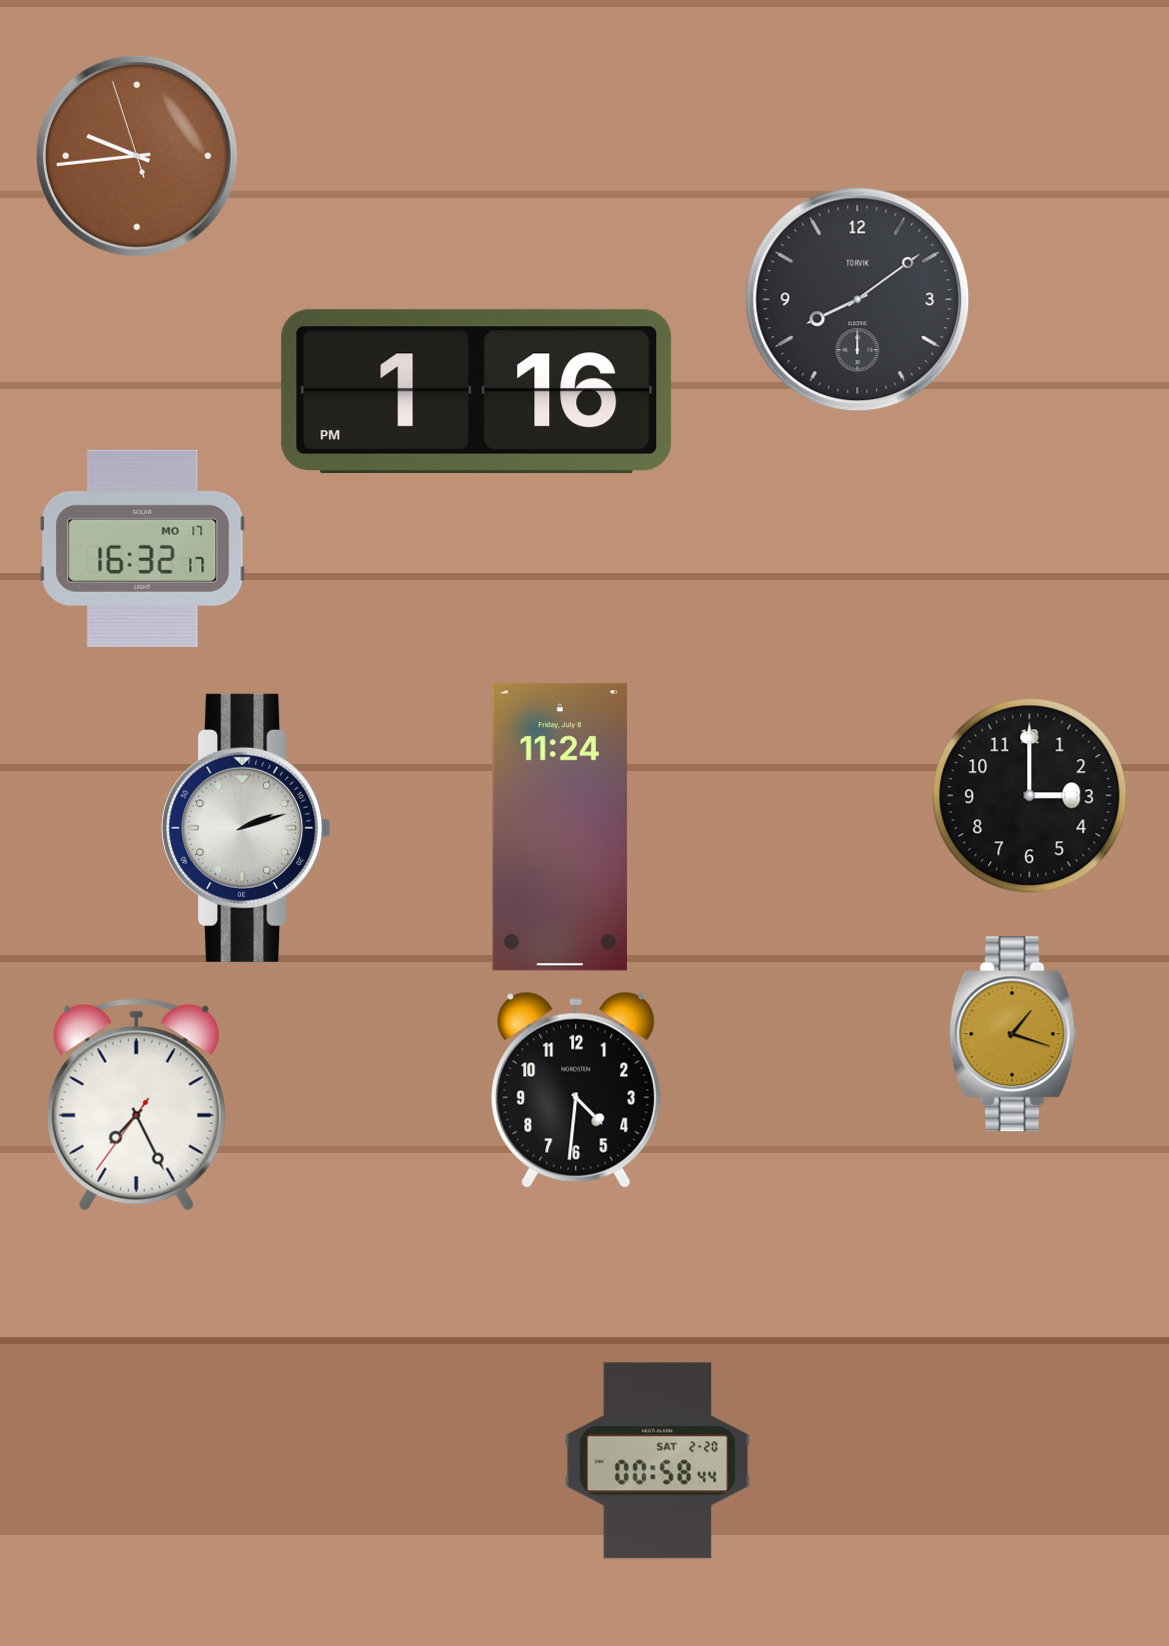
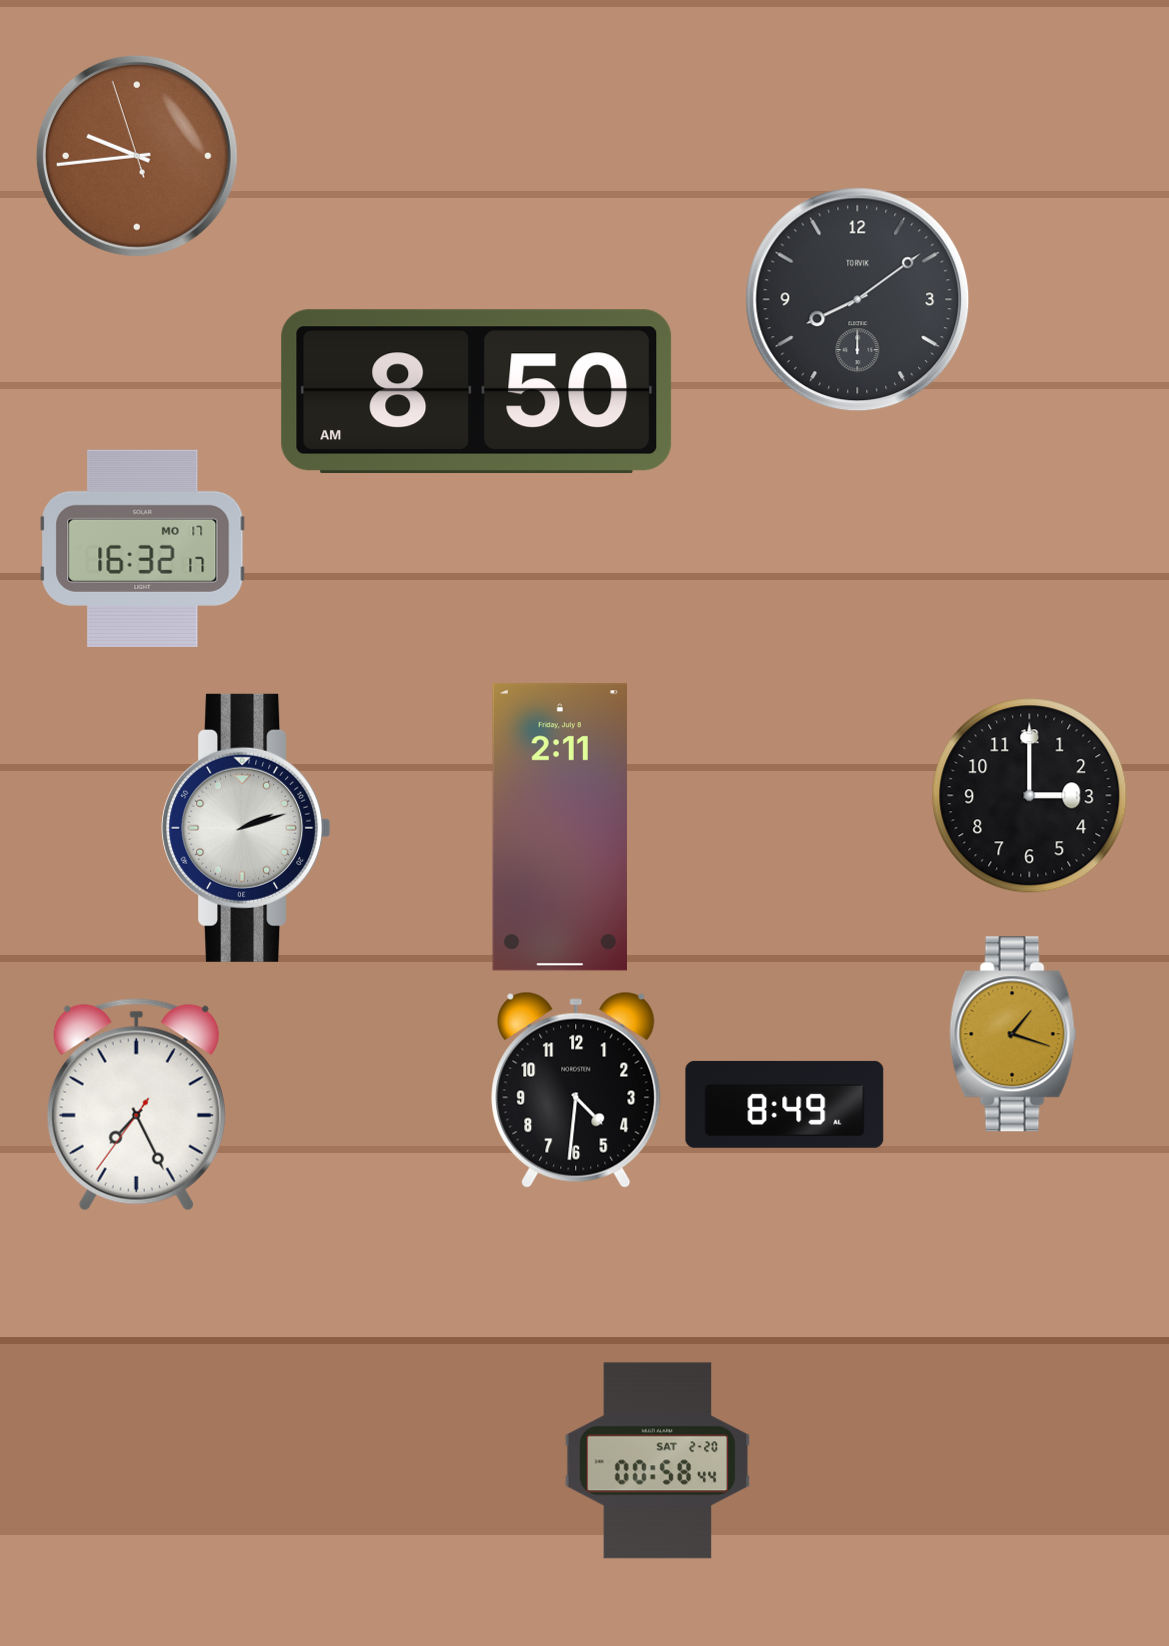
clock at (477, 392): 1:16 -> 8:50
clock at (560, 827): 11:24 -> 2:11
clock at (785, 1104): none -> 8:49
